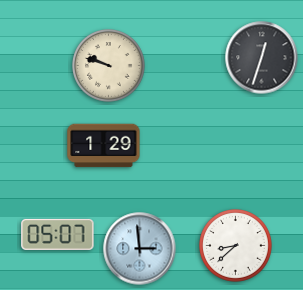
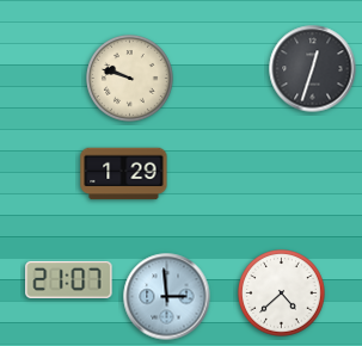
clock at (58, 234): 05:07 -> 21:07
clock at (236, 246): 8:38 -> 4:38
